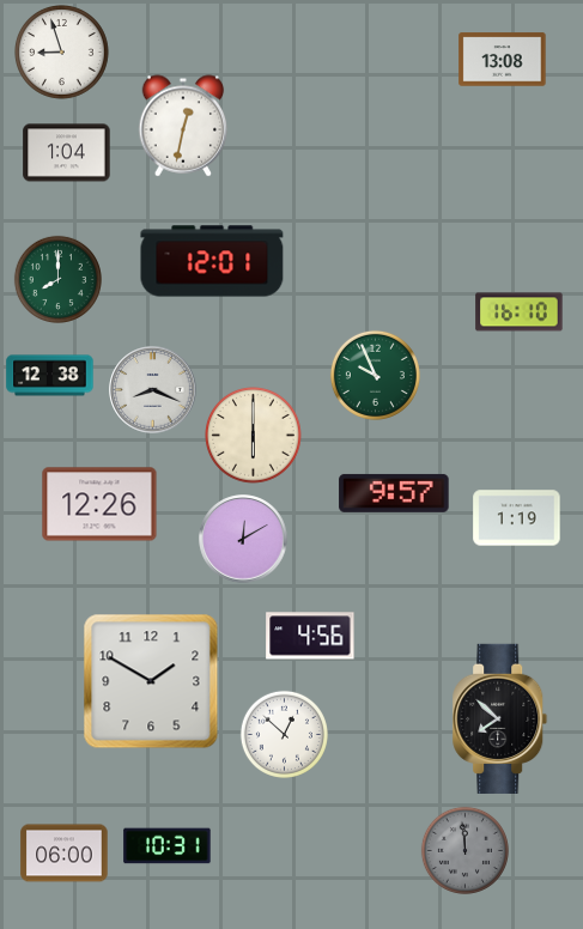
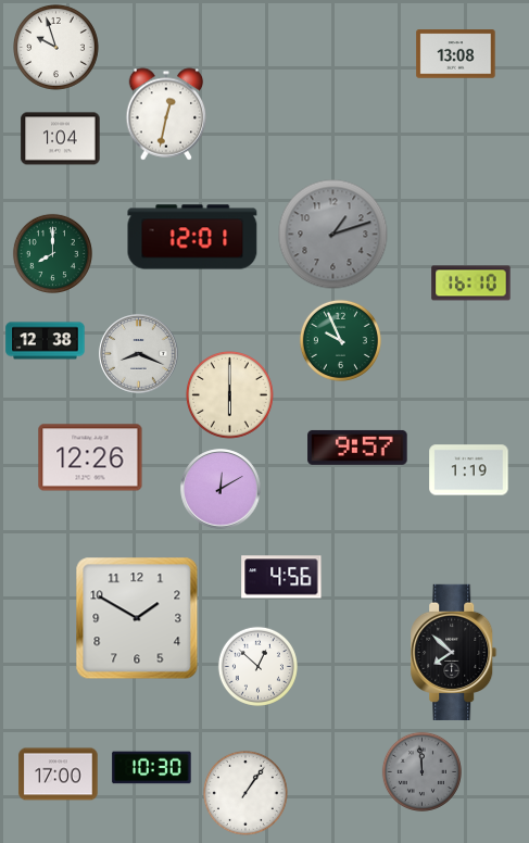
clock at (62, 53): 8:57 -> 9:57
clock at (333, 235): none -> 1:12
clock at (168, 846): 10:31 -> 10:30
clock at (65, 854): 06:00 -> 17:00
clock at (245, 793): none -> 1:06
